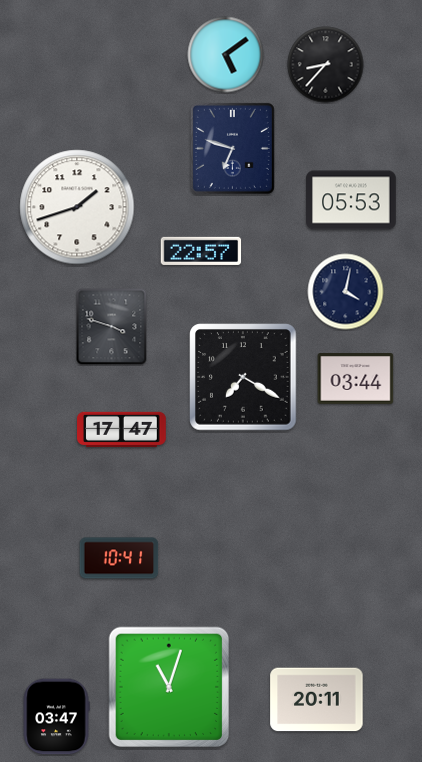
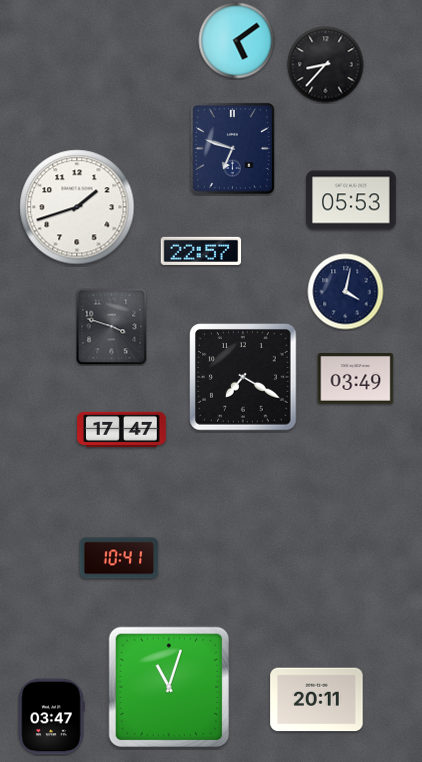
clock at (226, 55) position: (226, 55) -> (237, 41)
clock at (356, 379): 03:44 -> 03:49
clock at (56, 717) position: (56, 717) -> (51, 717)
